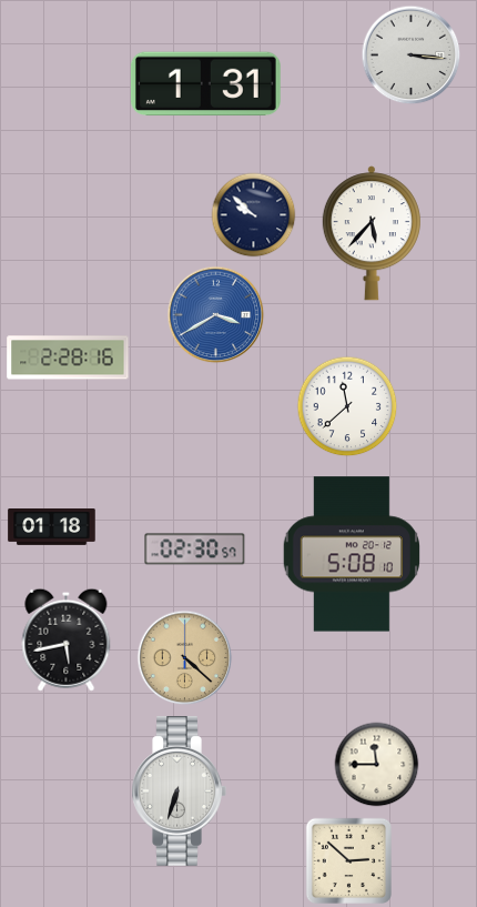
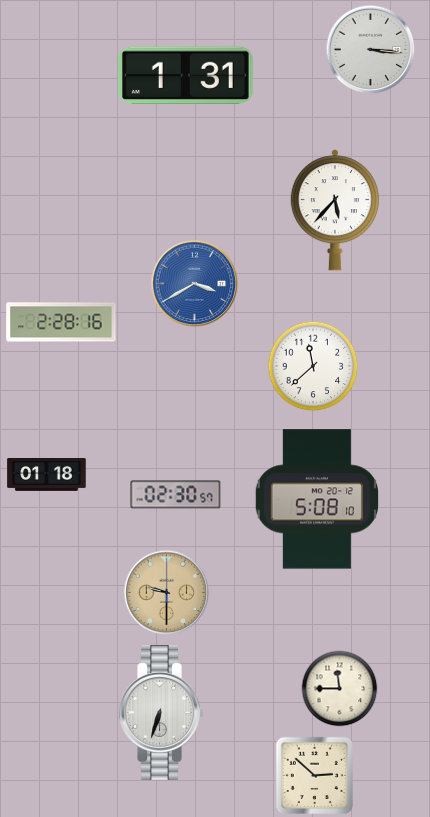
clock at (254, 215): 9:52 -> none
clock at (67, 639): 5:43 -> none
clock at (185, 658): 4:22 -> 9:30
